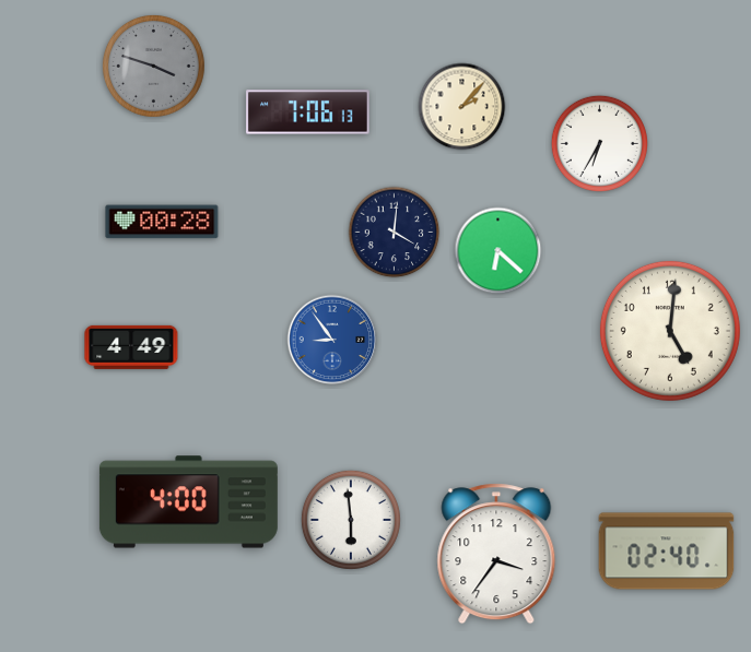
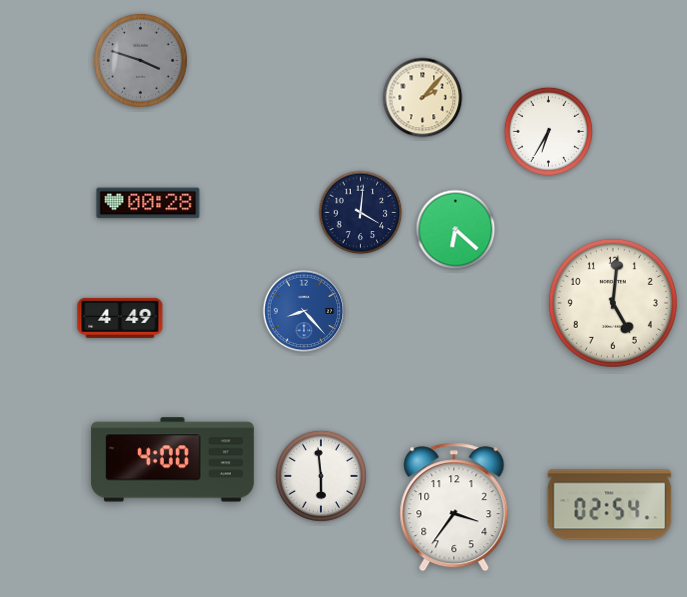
clock at (308, 112): 7:06 -> none
clock at (332, 340): 8:54 -> 8:23
clock at (667, 552): 02:40 -> 02:54
